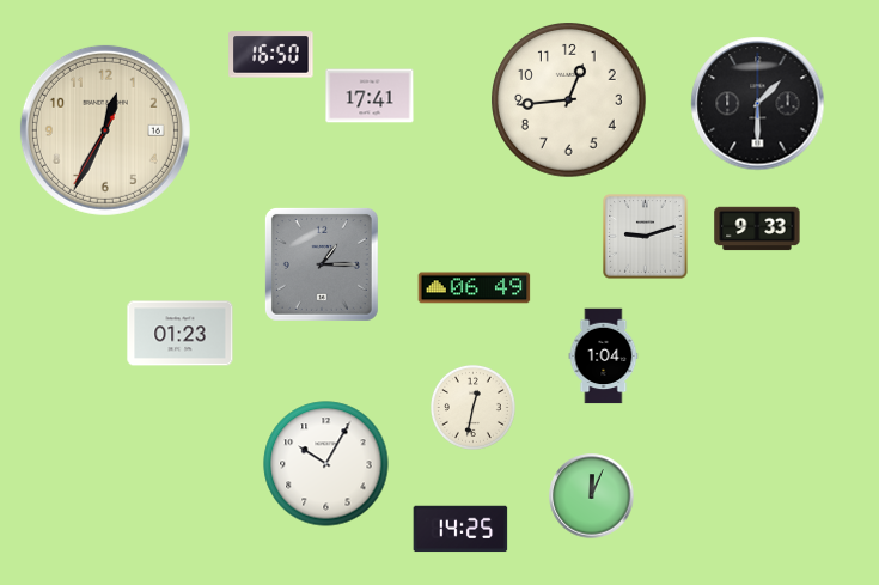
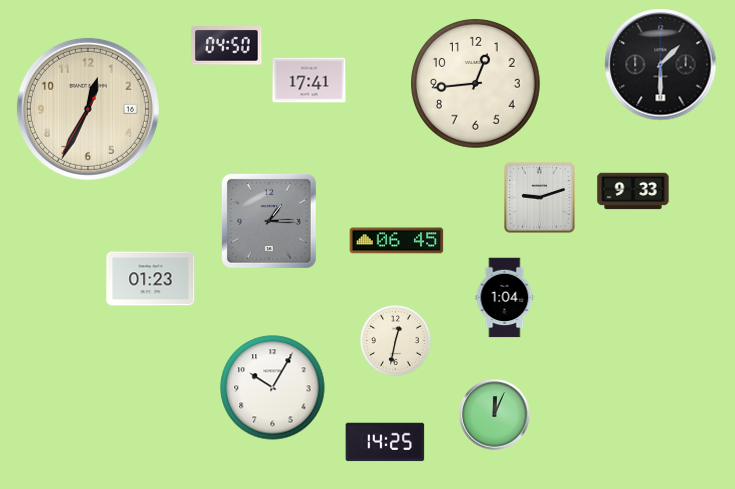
clock at (271, 55): 16:50 -> 04:50
clock at (758, 104) position: (758, 104) -> (661, 65)
clock at (475, 288): 06:49 -> 06:45
